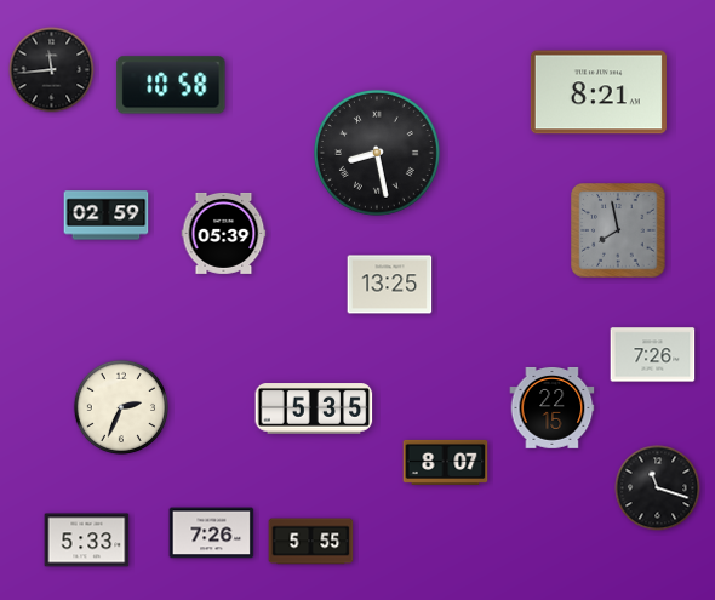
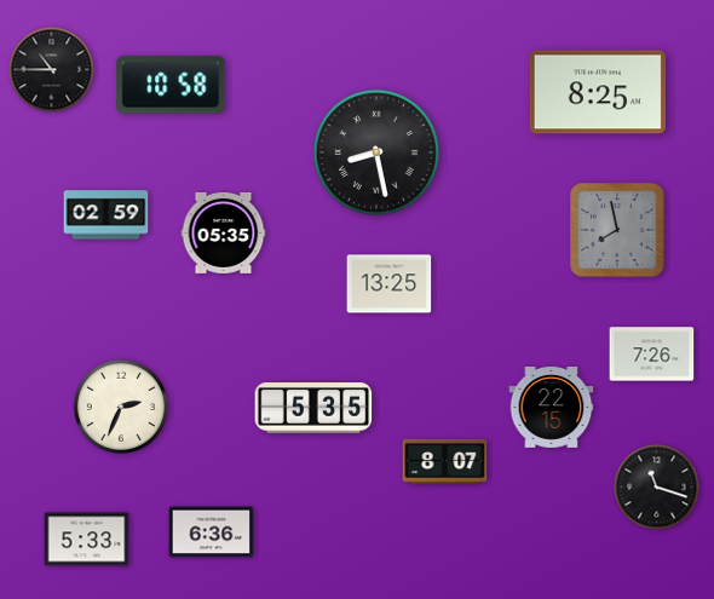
clock at (52, 70): 11:44 -> 10:45
clock at (599, 92): 8:21 -> 8:25
clock at (224, 233): 05:39 -> 05:35
clock at (212, 533): 7:26 -> 6:36
clock at (311, 542): 5:55 -> none
